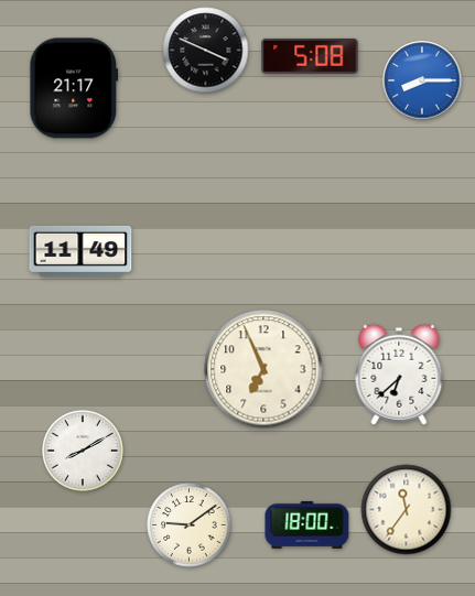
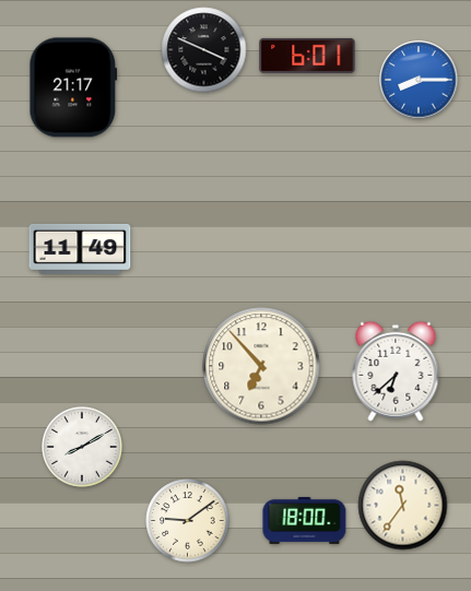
clock at (310, 56): 5:08 -> 6:01
clock at (263, 369): 6:56 -> 6:53
